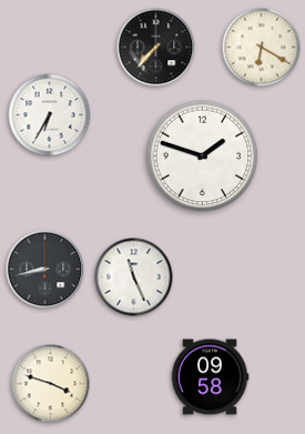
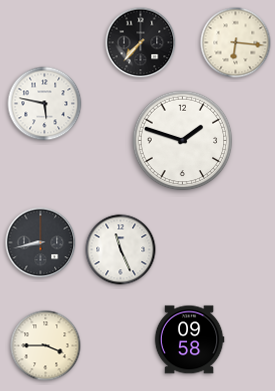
clock at (262, 48): 6:20 -> 6:16
clock at (50, 115): 6:35 -> 5:47
clock at (51, 384): 3:48 -> 3:45
